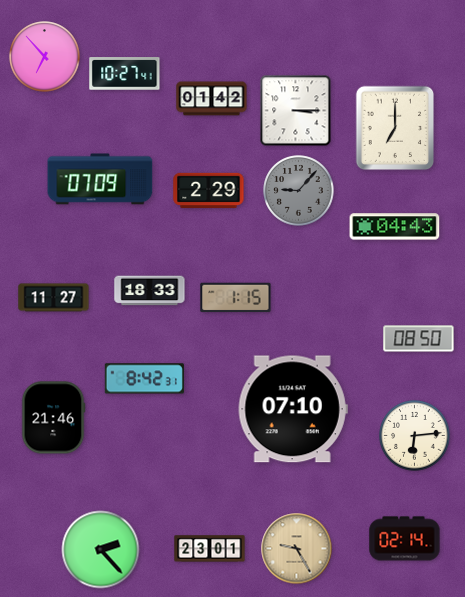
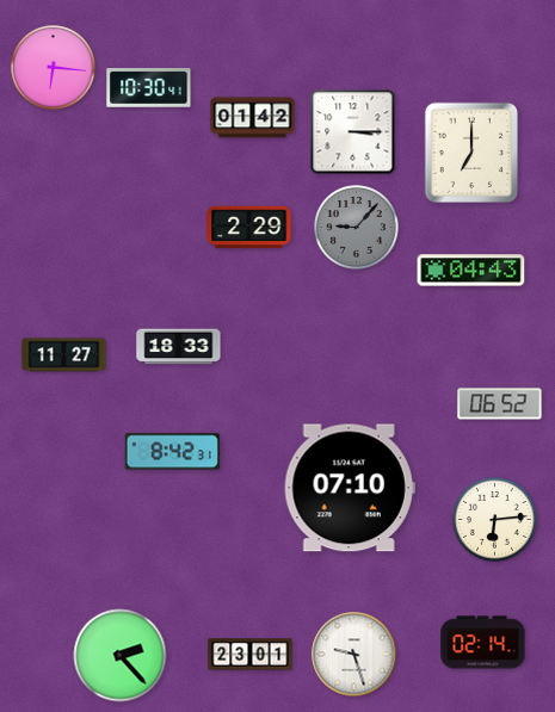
clock at (45, 57): 6:53 -> 6:16
clock at (125, 74): 10:27 -> 10:30
clock at (100, 179): 07:09 -> none
clock at (236, 298): 1:15 -> none
clock at (419, 339): 08:50 -> 06:52
clock at (53, 418): 21:46 -> none
clock at (297, 549): 9:25 -> 9:27
clock at (297, 549) dial: champagne -> white
